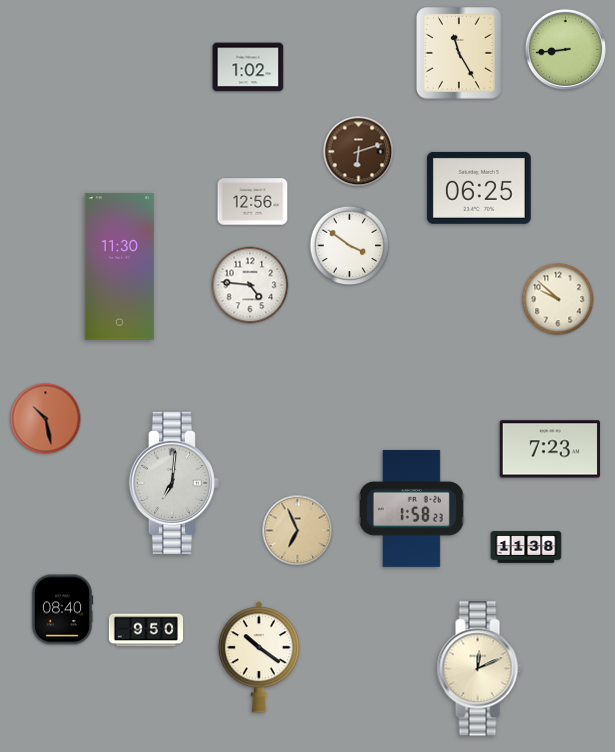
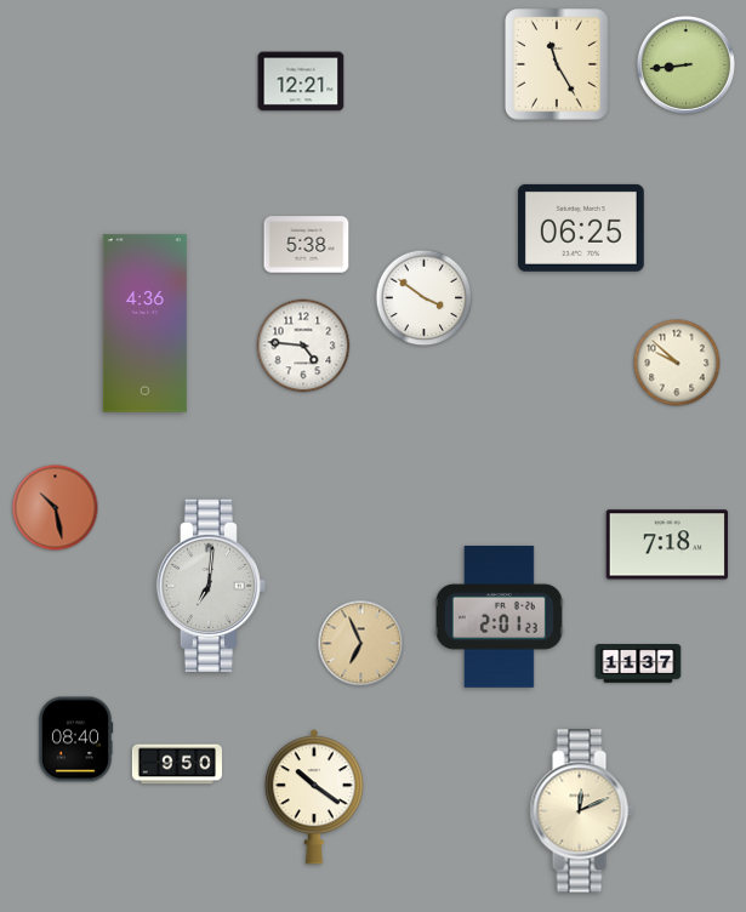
clock at (565, 49) position: (565, 49) -> (685, 64)
clock at (248, 67): 1:02 -> 12:21
clock at (359, 152): 6:12 -> none
clock at (253, 202): 12:56 -> 5:38
clock at (119, 267): 11:30 -> 4:36
clock at (550, 449): 7:23 -> 7:18
clock at (411, 508): 1:58 -> 2:01
clock at (526, 547): 11:38 -> 11:37
